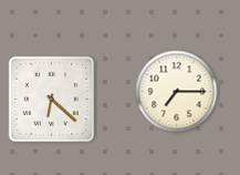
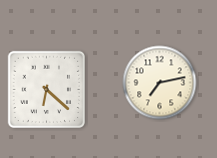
clock at (177, 92): 7:15 -> 7:13
